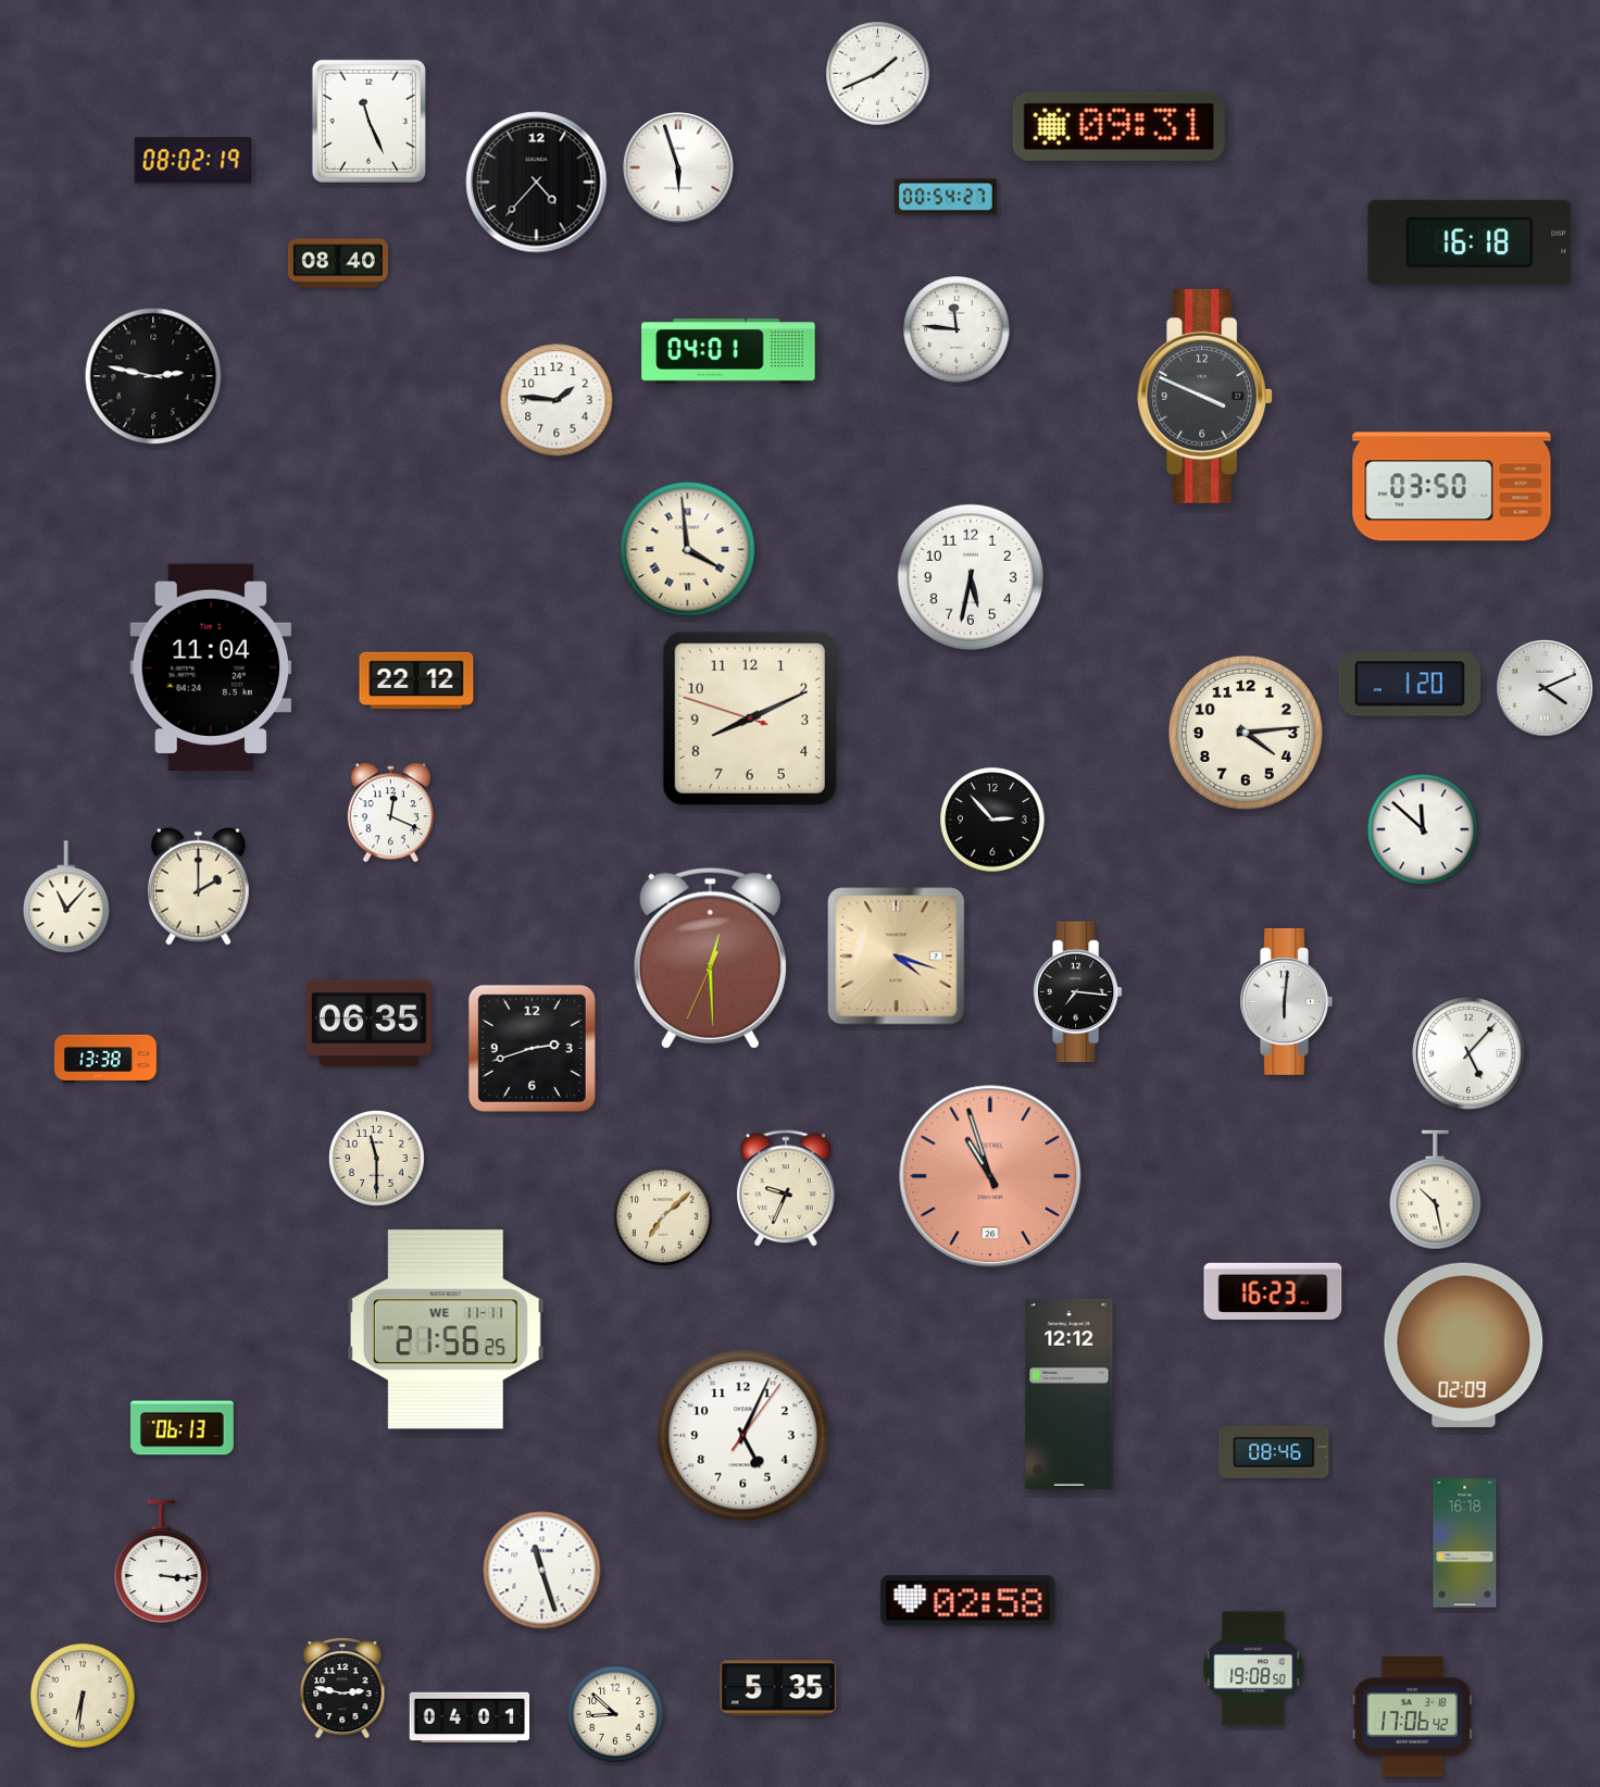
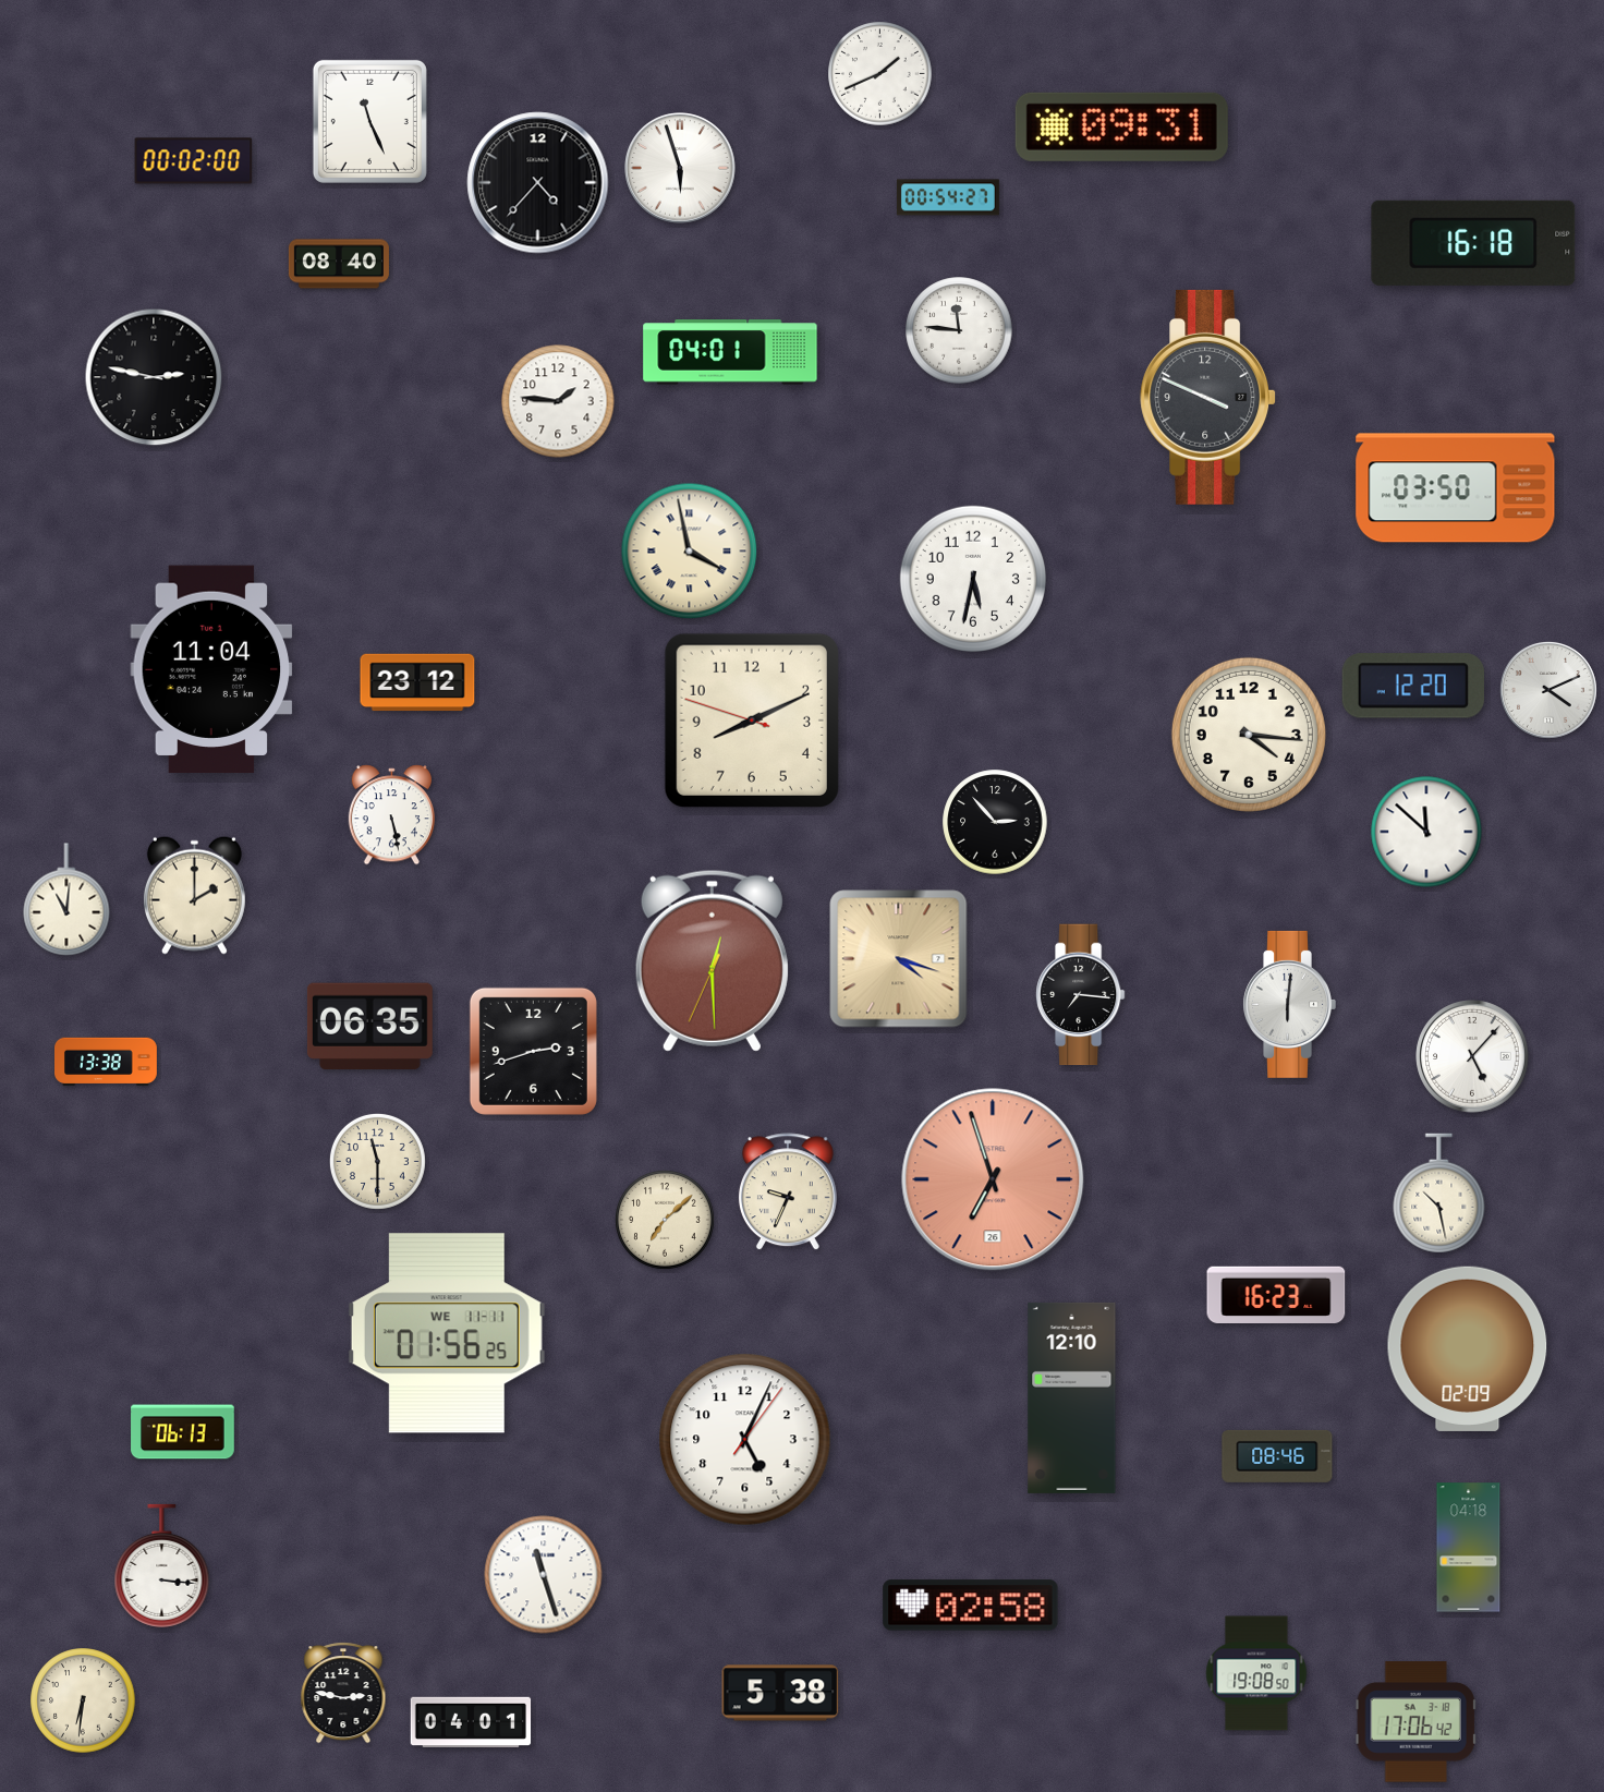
clock at (193, 161): 08:02 -> 00:02
clock at (688, 550): 3:59 -> 3:58
clock at (416, 680): 22:12 -> 23:12
clock at (1410, 684): 1:20 -> 12:20
clock at (1246, 733): 4:14 -> 4:16
clock at (390, 813): 12:19 -> 5:28
clock at (198, 886) position: (198, 886) -> (194, 895)
clock at (66, 897): 11:07 -> 11:01
clock at (990, 1176): 10:57 -> 6:57
clock at (446, 1329): 21:56 -> 01:56
clock at (1070, 1394): 12:12 -> 12:10
clock at (1465, 1544): 16:18 -> 04:18
clock at (778, 1688): 5:35 -> 5:38
clock at (615, 1714): 8:52 -> none
